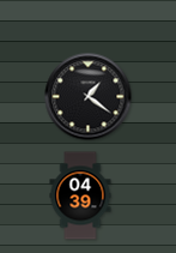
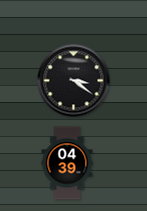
clock at (89, 97): 1:21 -> 3:21
